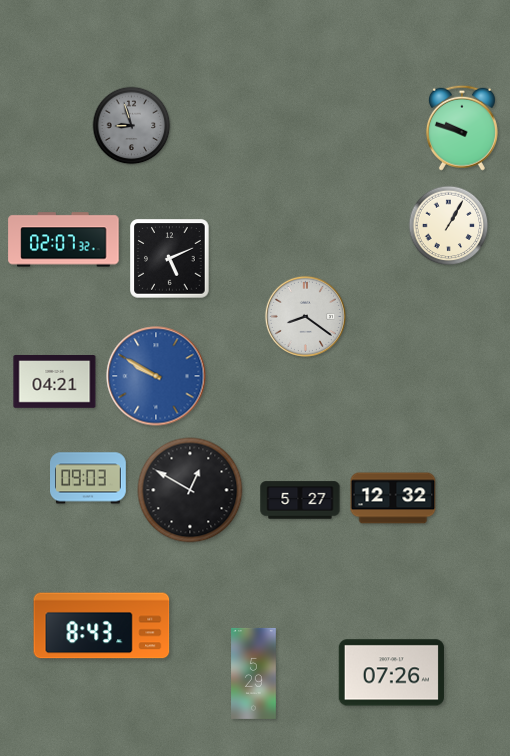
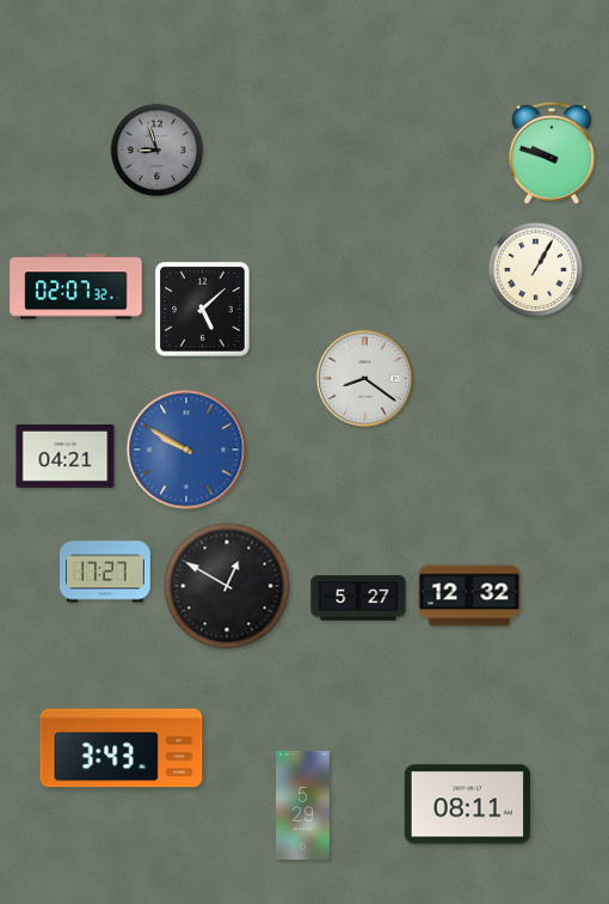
clock at (170, 259): 5:11 -> 5:08
clock at (89, 478): 09:03 -> 17:27
clock at (102, 626): 8:43 -> 3:43
clock at (391, 673): 07:26 -> 08:11
